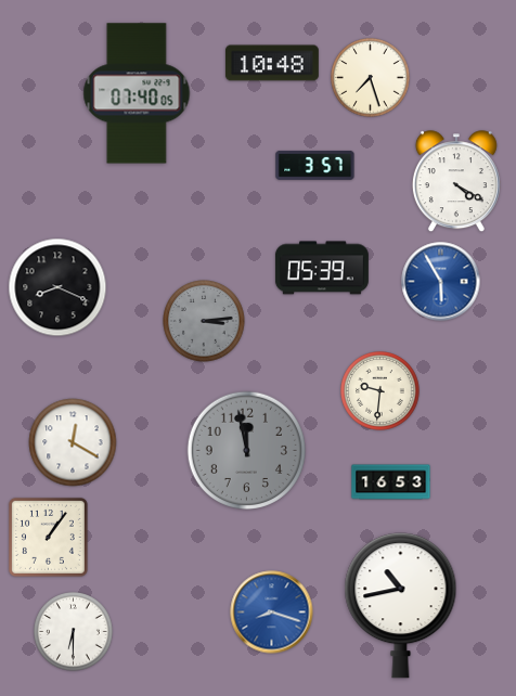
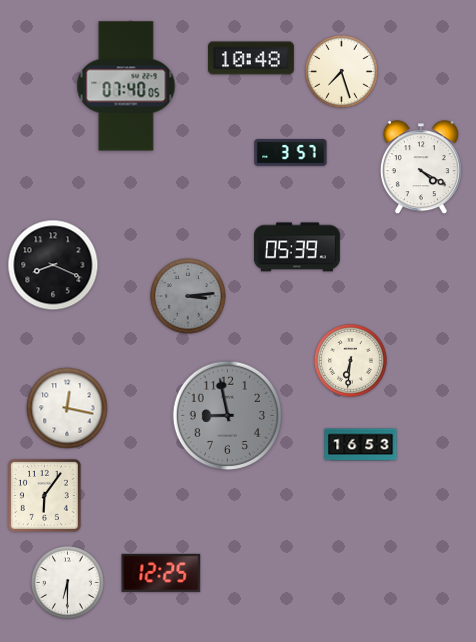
clock at (441, 282): 5:55 -> none
clock at (380, 391): 9:31 -> 6:31
clock at (73, 442): 12:20 -> 12:17
clock at (246, 450): 11:58 -> 8:58
clock at (48, 537): 1:06 -> 6:06
clock at (401, 606): 10:43 -> none
clock at (272, 613): 8:18 -> none
clock at (161, 573): none -> 12:25
